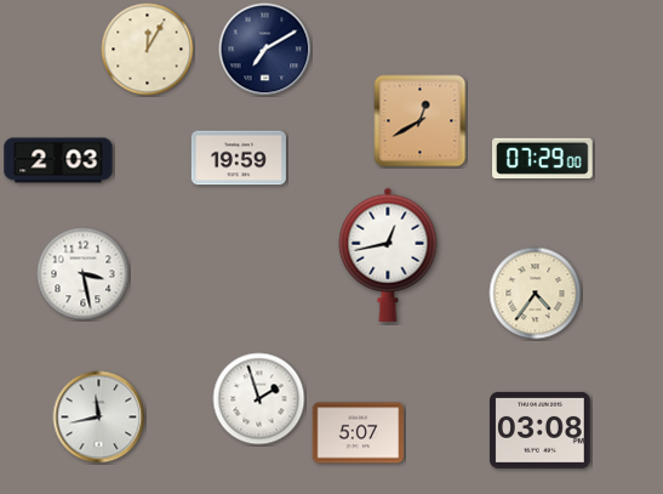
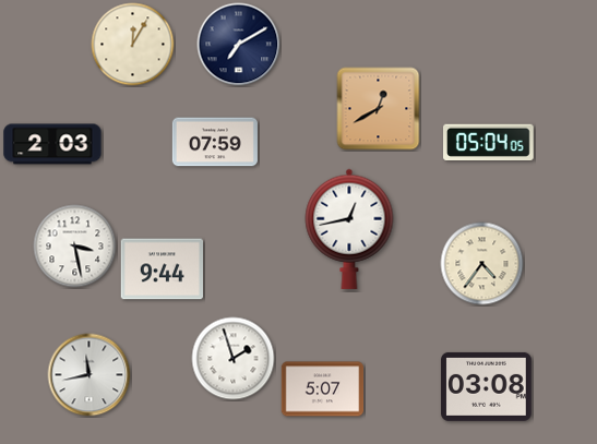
clock at (239, 158): 19:59 -> 07:59
clock at (543, 158): 07:29 -> 05:04
clock at (163, 269): none -> 9:44
